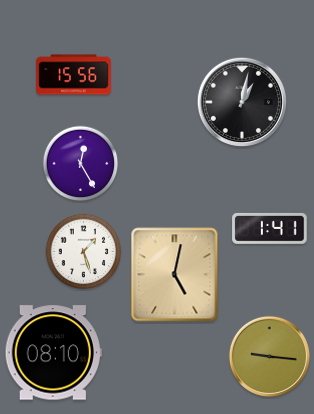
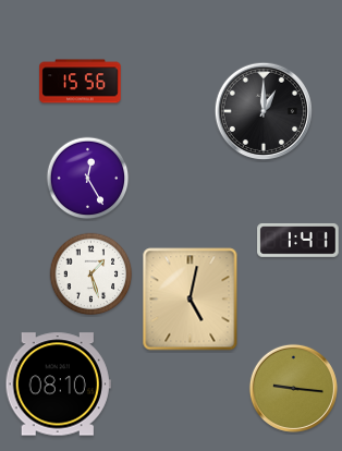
clock at (241, 101): 1:02 -> 1:00
clock at (270, 228) position: (270, 228) -> (298, 240)
